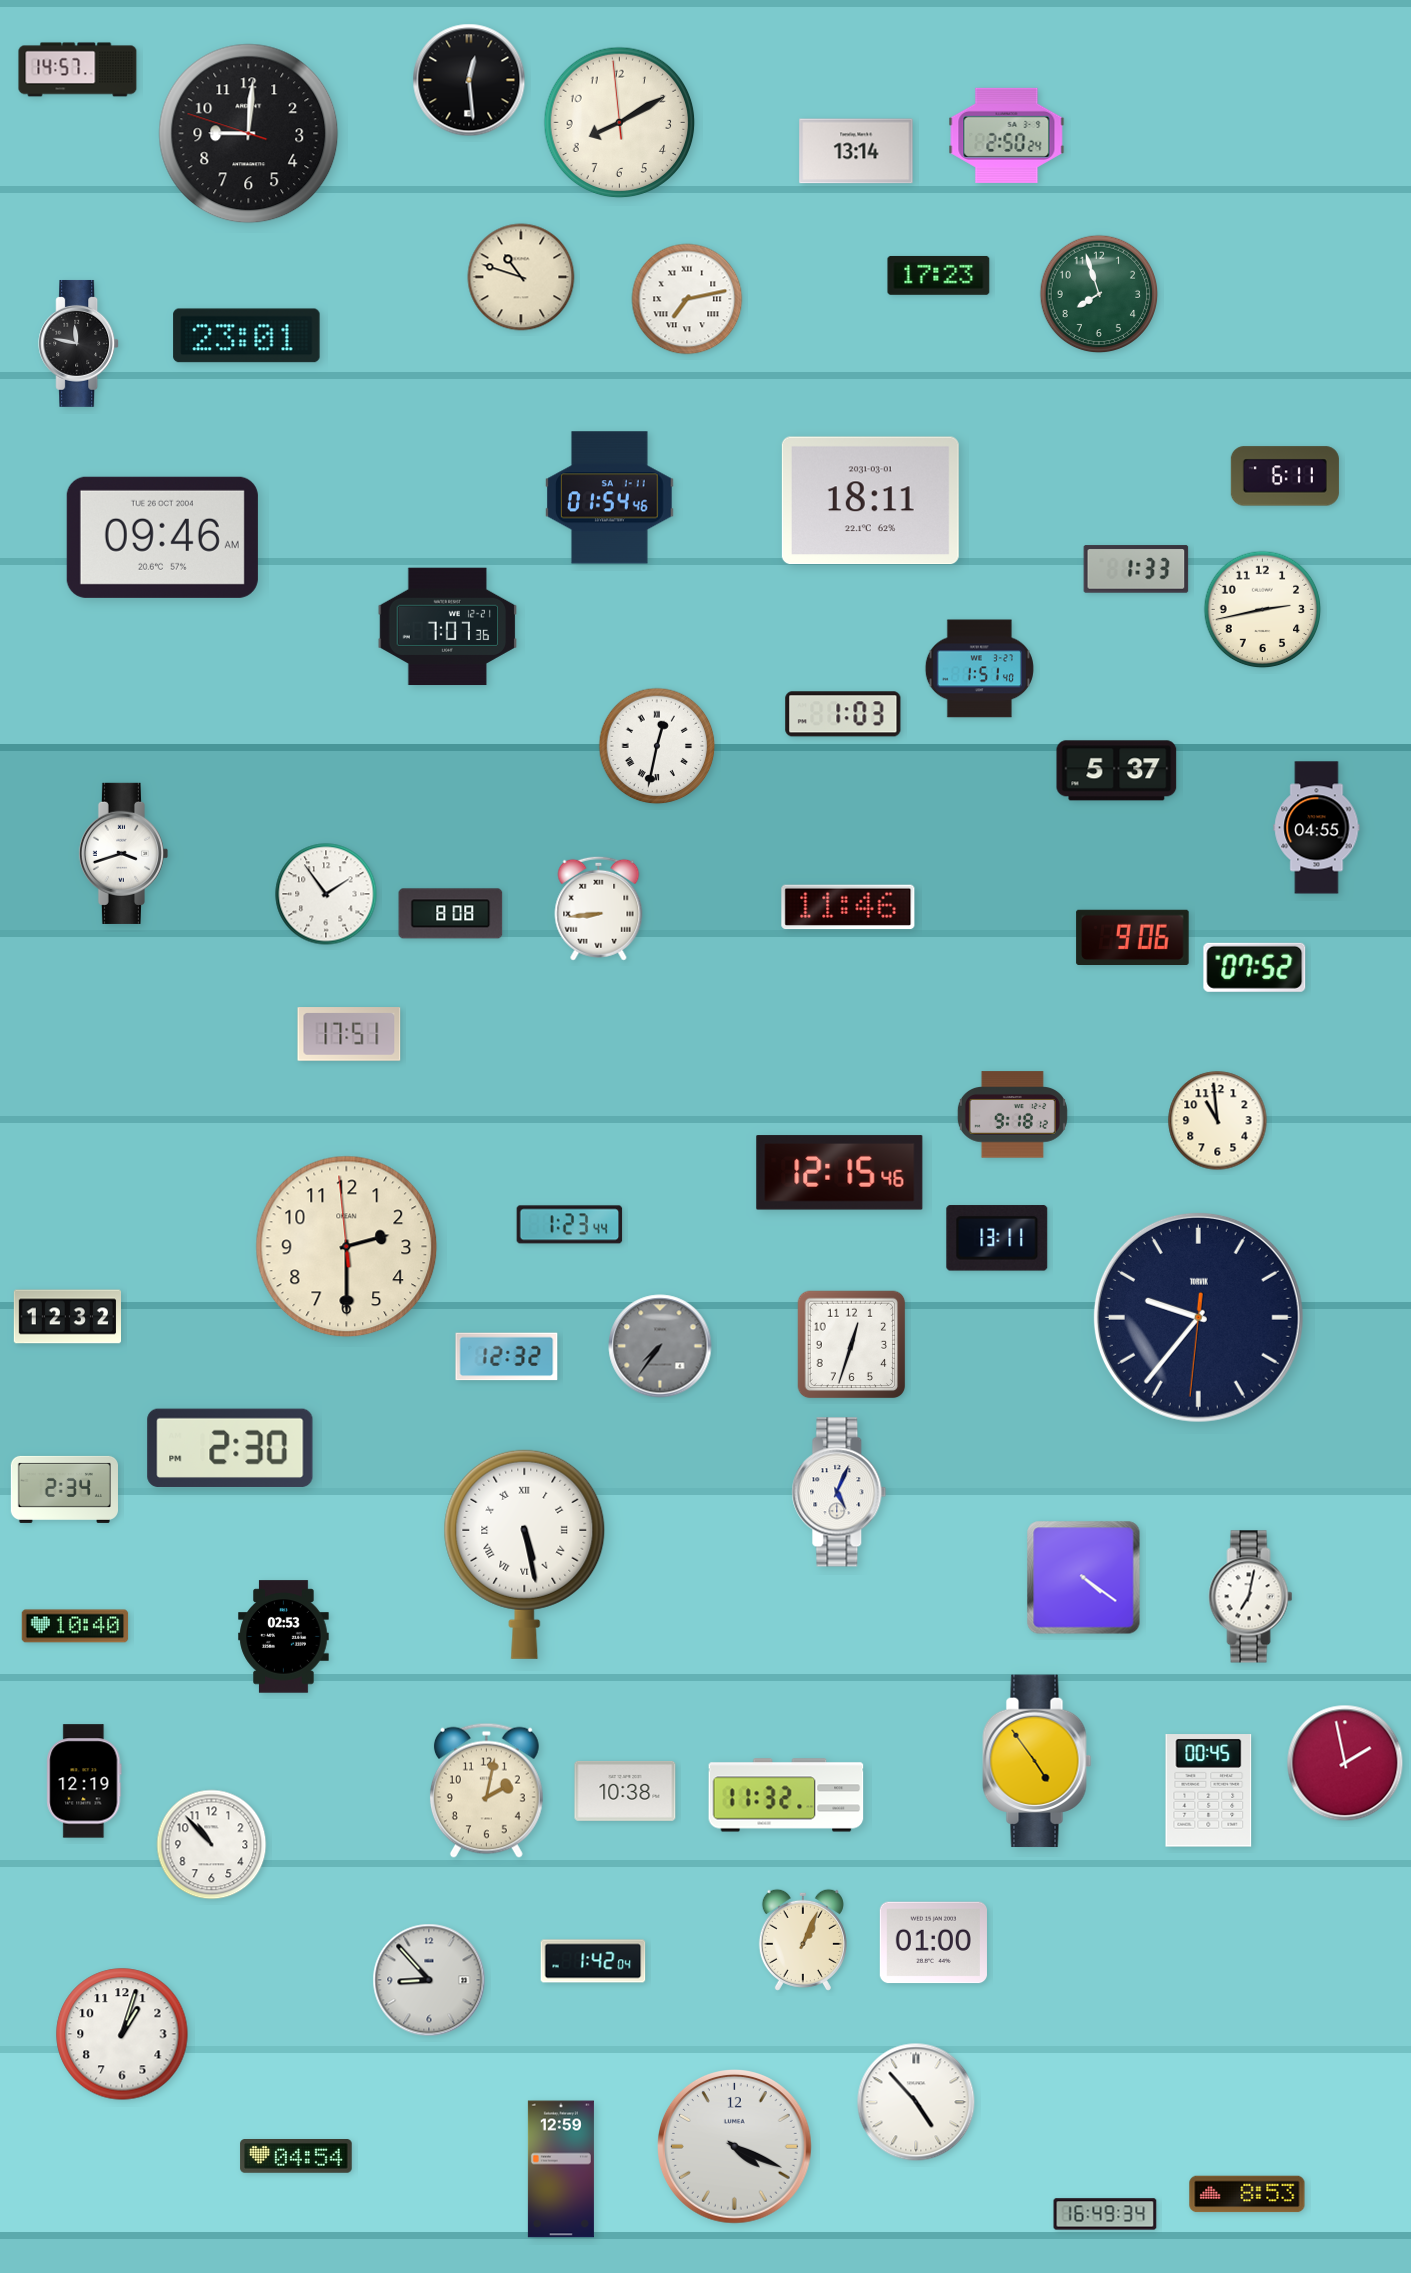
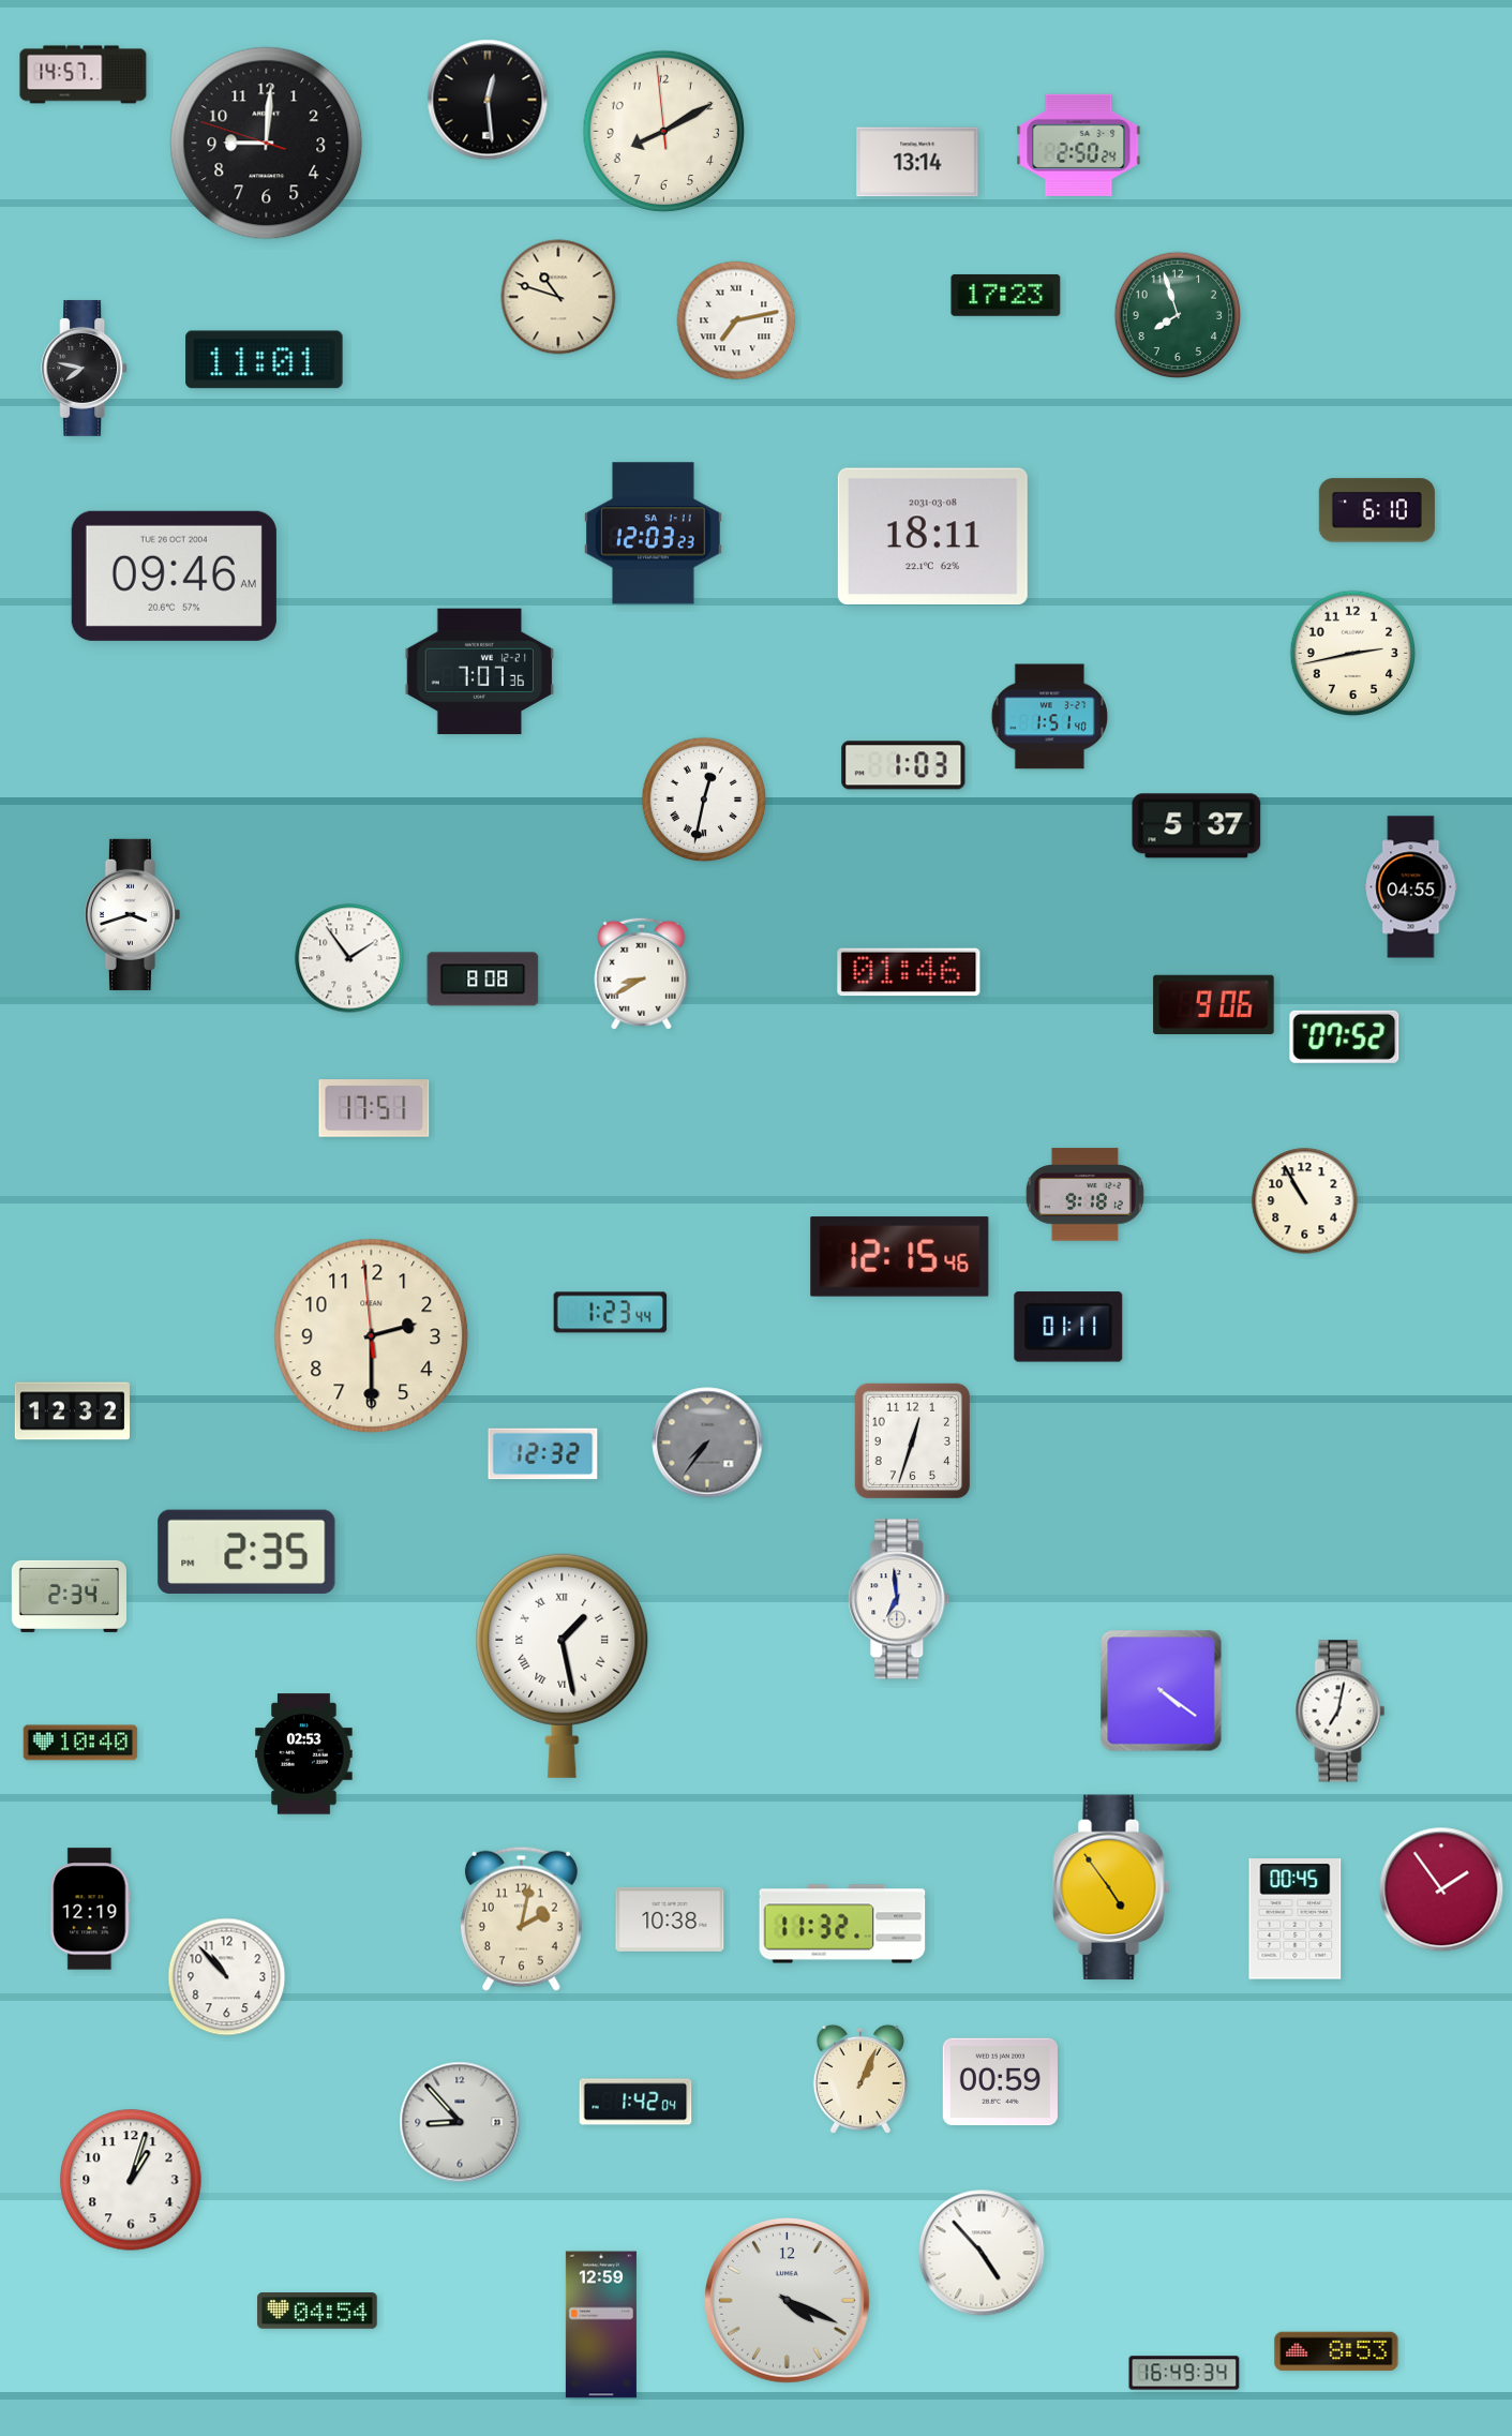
clock at (469, 80) position: (469, 80) -> (488, 100)
clock at (247, 336): 23:01 -> 11:01
clock at (79, 343): 11:47 -> 7:47
clock at (1285, 476): 6:11 -> 6:10
clock at (610, 498): 01:54 -> 12:03
clock at (870, 501) date: 2031-03-01 -> 2031-03-08
clock at (1136, 569): 1:33 -> none
clock at (848, 907): 11:46 -> 01:46
clock at (599, 908): 8:44 -> 8:40
clock at (1218, 1121): 10:59 -> 10:55
clock at (997, 1238): 13:11 -> 01:11
clock at (1198, 1317): 9:36 -> none
clock at (230, 1448): 2:30 -> 2:35
clock at (839, 1492): 5:04 -> 6:59
clock at (525, 1554): 5:28 -> 1:28
clock at (1345, 1763): 1:58 -> 1:54
clock at (933, 1943): 01:00 -> 00:59
